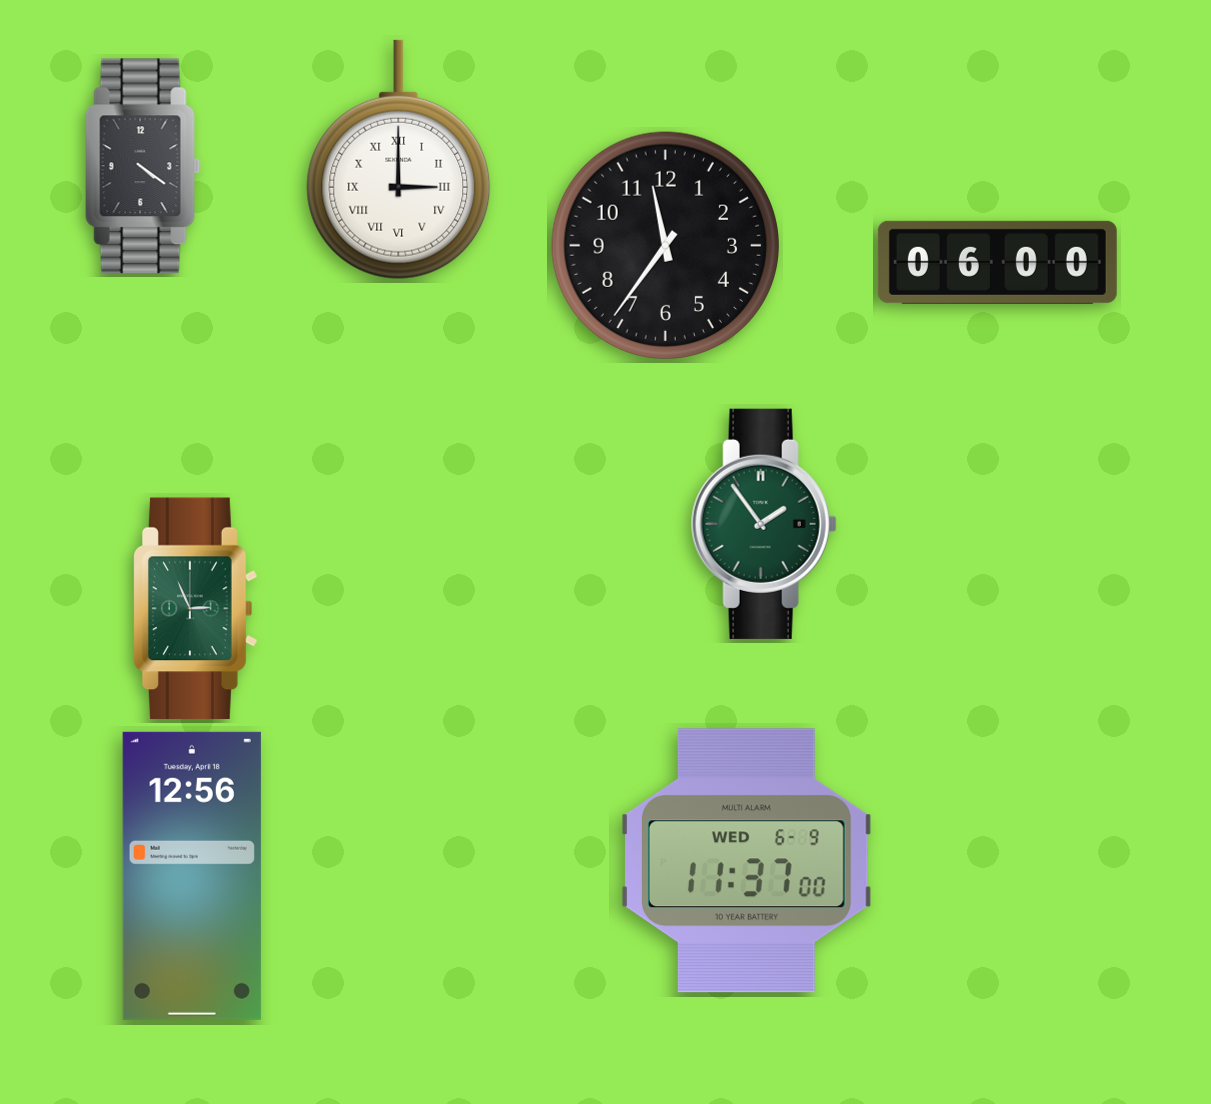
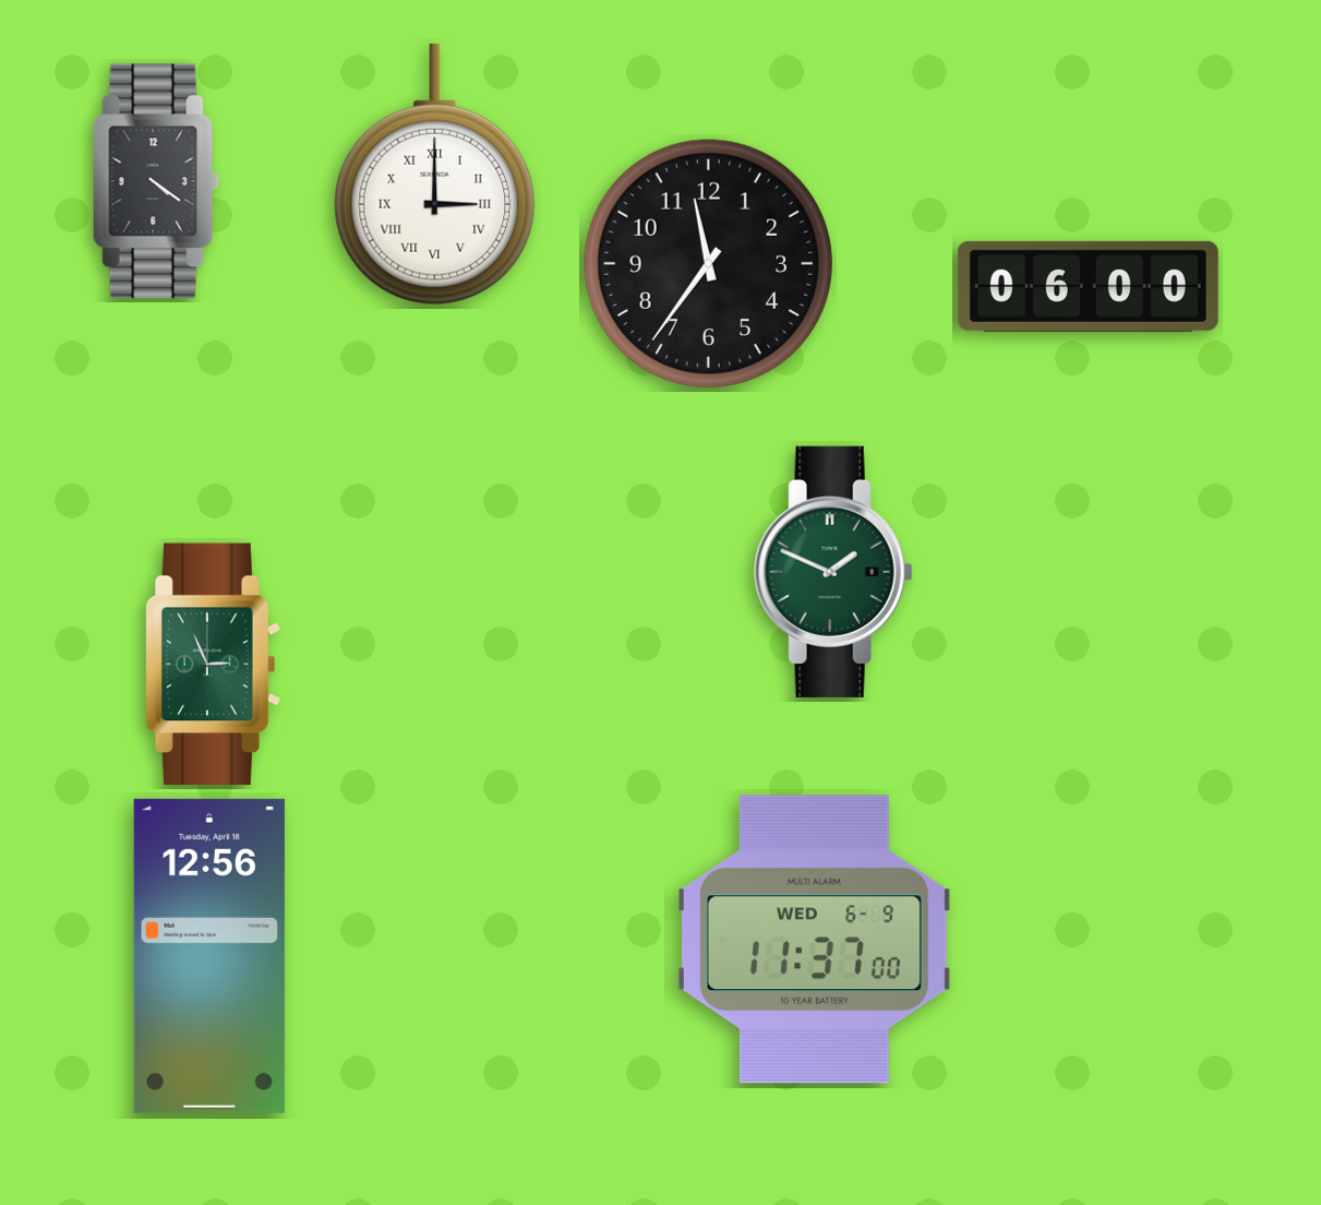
clock at (665, 245) position: (665, 245) -> (708, 263)
clock at (764, 524): 1:54 -> 1:49
